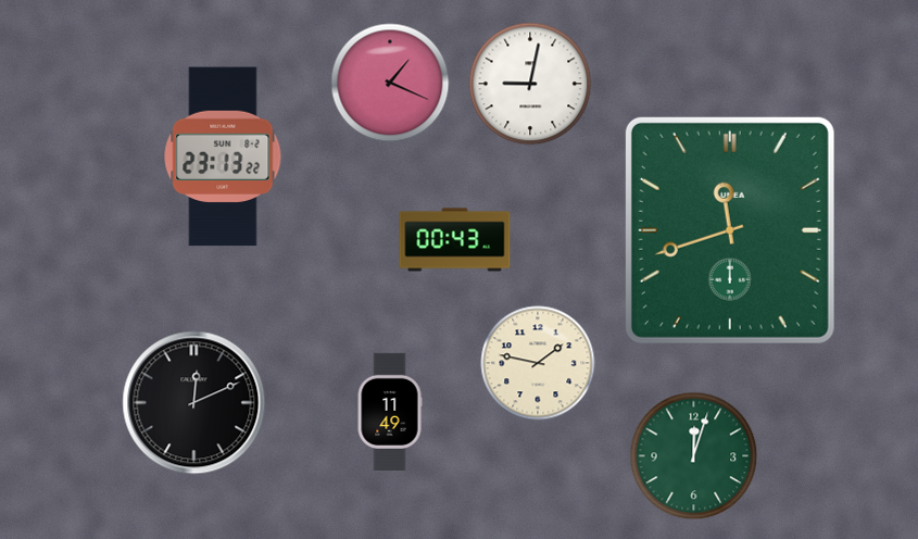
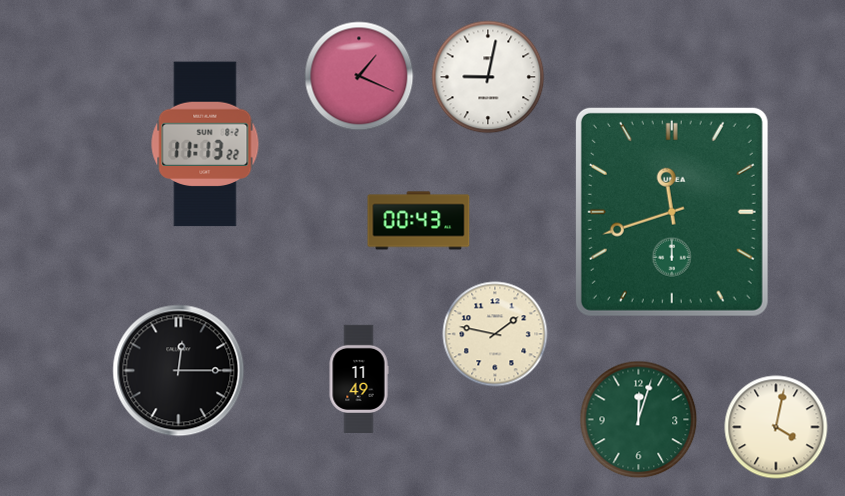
clock at (223, 156): 23:13 -> 11:13
clock at (194, 403): 12:11 -> 12:15
clock at (776, 427): none -> 4:02
